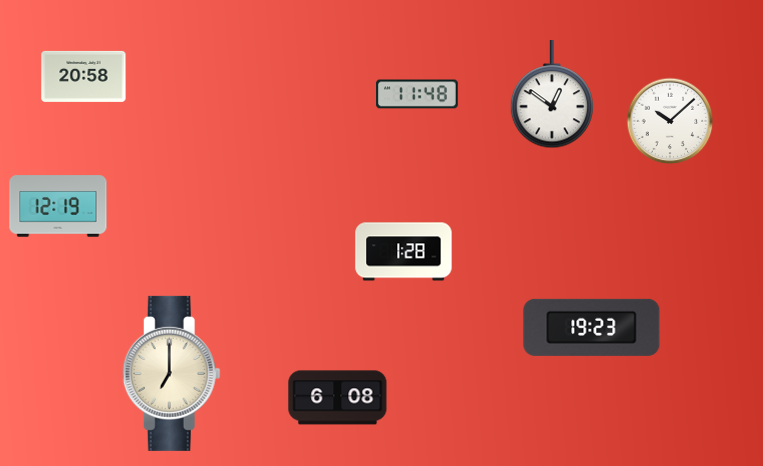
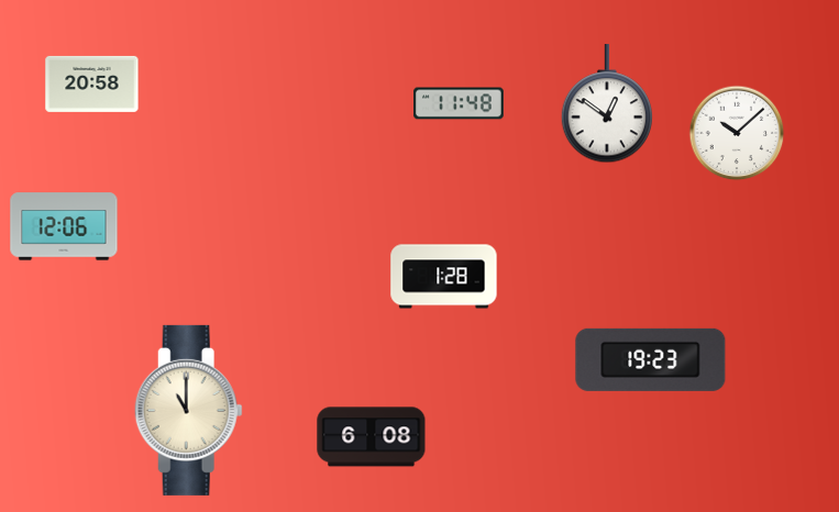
clock at (58, 206): 12:19 -> 12:06
clock at (171, 373): 7:00 -> 11:00
